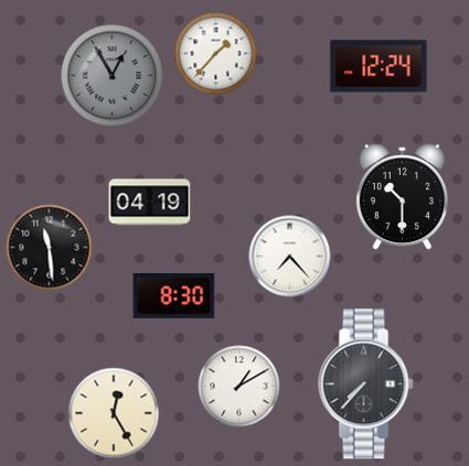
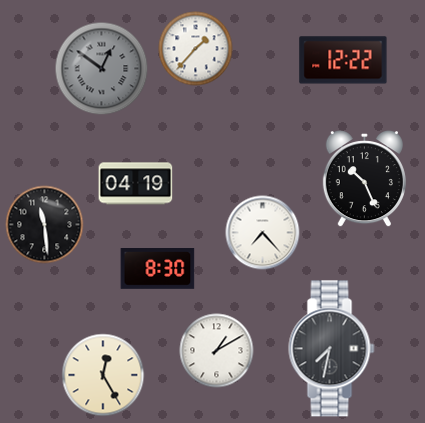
clock at (379, 66): 12:24 -> 12:22
clock at (113, 76): 12:55 -> 12:51
clock at (402, 198): 10:30 -> 10:26
clock at (366, 384): 7:37 -> 7:32
